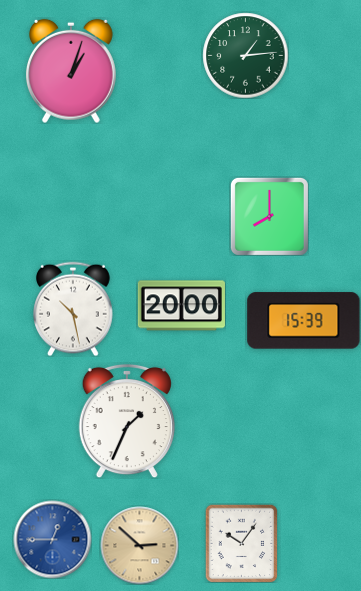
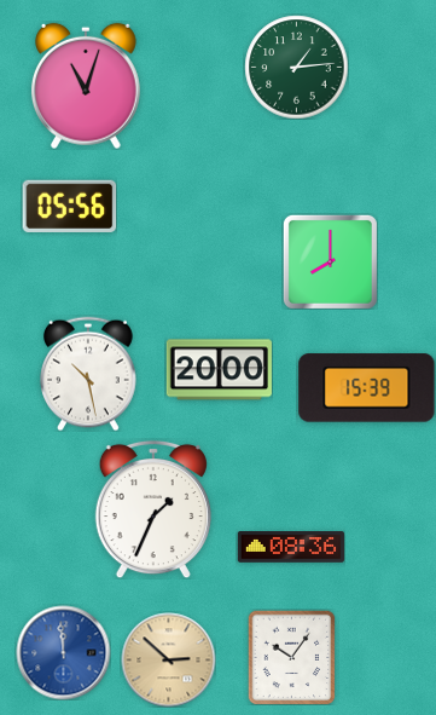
clock at (71, 71): 1:03 -> 11:03
clock at (69, 206): none -> 05:56
clock at (269, 216) position: (269, 216) -> (330, 261)
clock at (291, 547): none -> 08:36
clock at (52, 539): 12:45 -> 11:59
